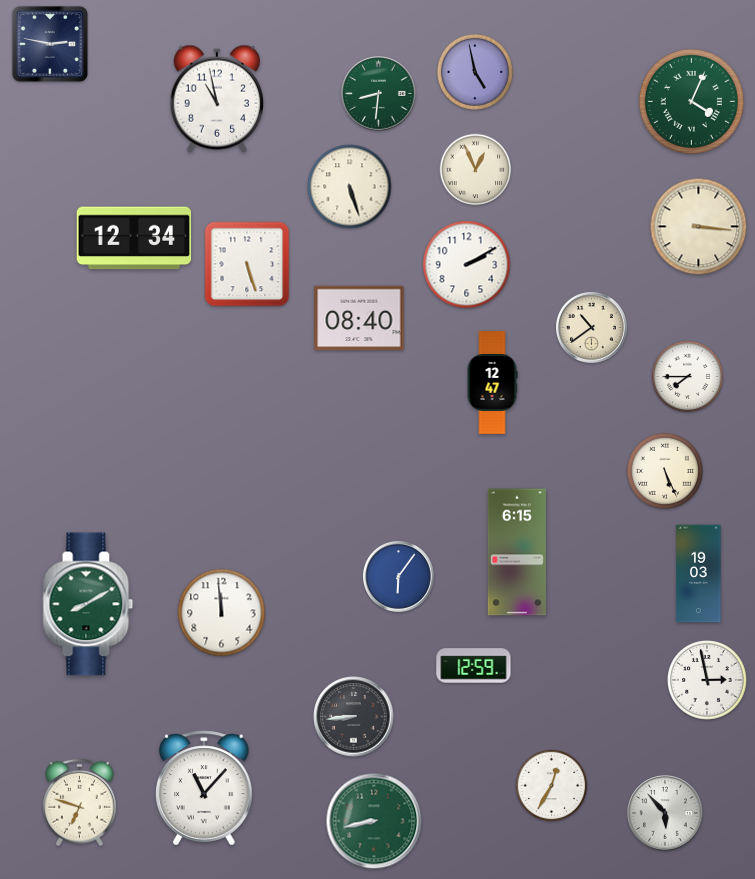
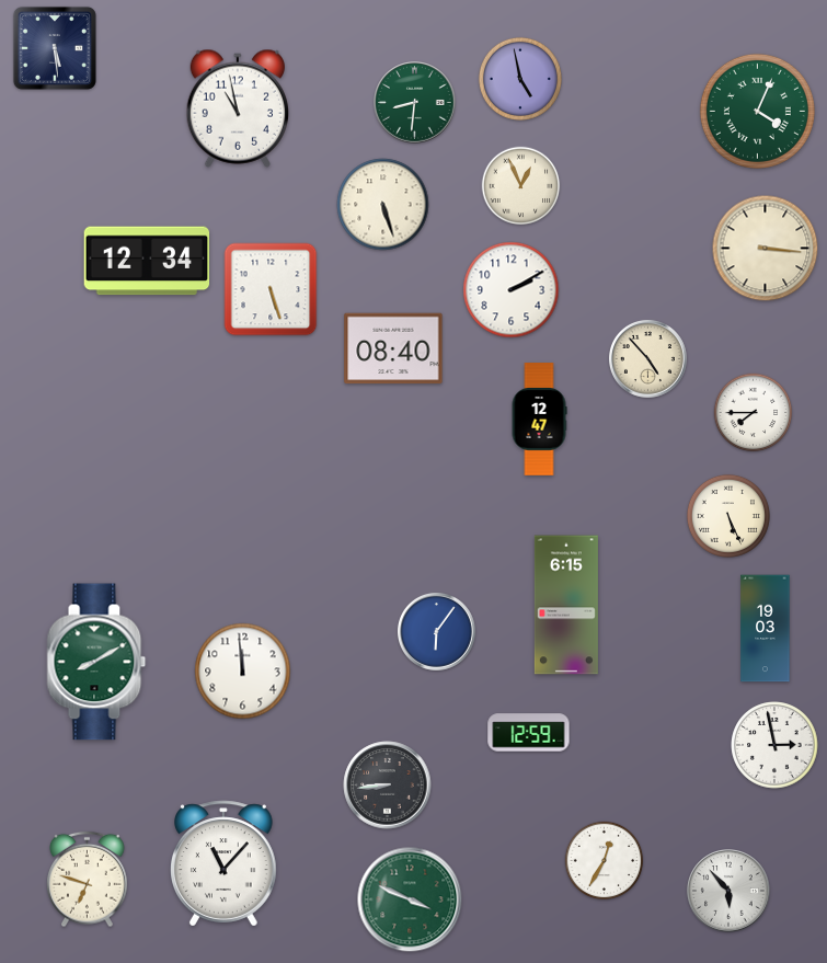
clock at (50, 44): 2:47 -> 5:29
clock at (591, 327): 10:39 -> 4:53
clock at (474, 666) position: (474, 666) -> (529, 733)
clock at (374, 821): 8:43 -> 3:49
